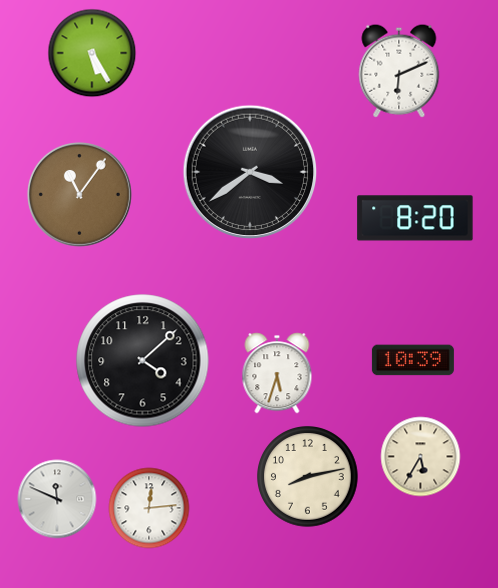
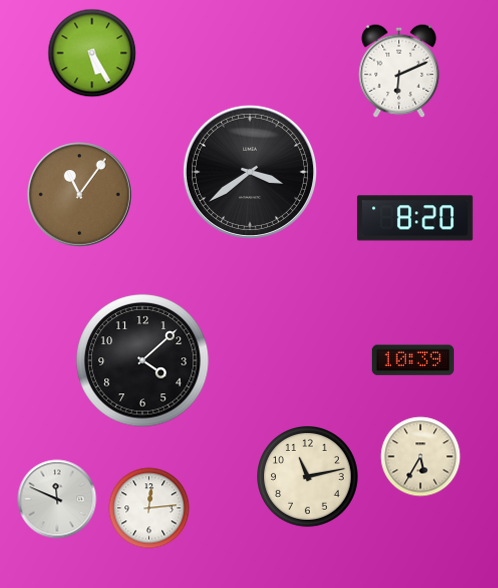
clock at (277, 373): 5:33 -> none
clock at (308, 477): 8:13 -> 11:13
